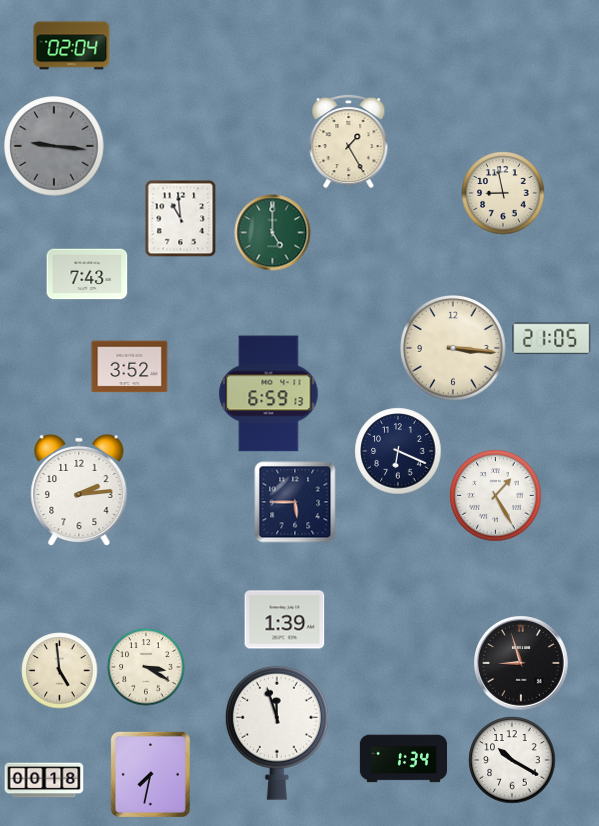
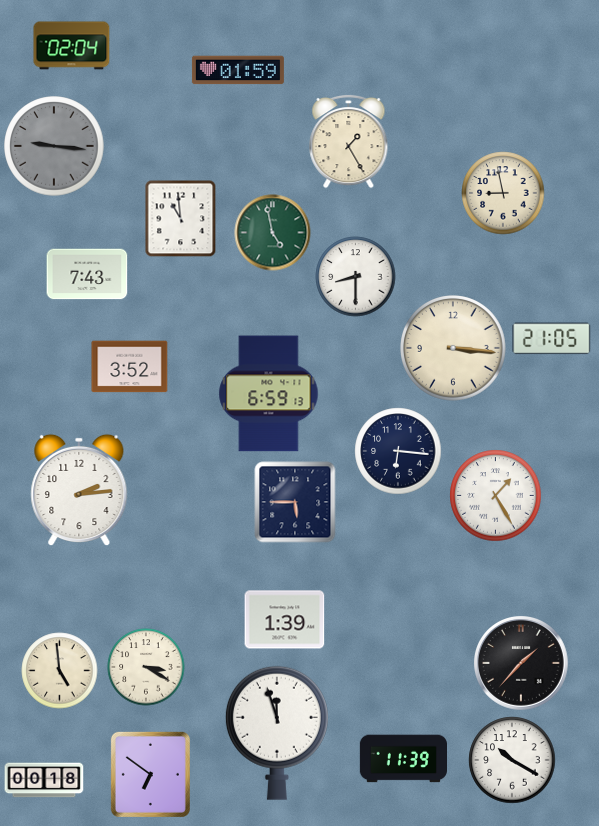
clock at (238, 70): none -> 01:59
clock at (273, 233): 5:00 -> 4:58
clock at (356, 277): none -> 8:30
clock at (398, 451): 6:19 -> 6:16
clock at (522, 664): 8:57 -> 1:37
clock at (403, 759): 1:34 -> 11:39
clock at (150, 774): 7:32 -> 6:51
